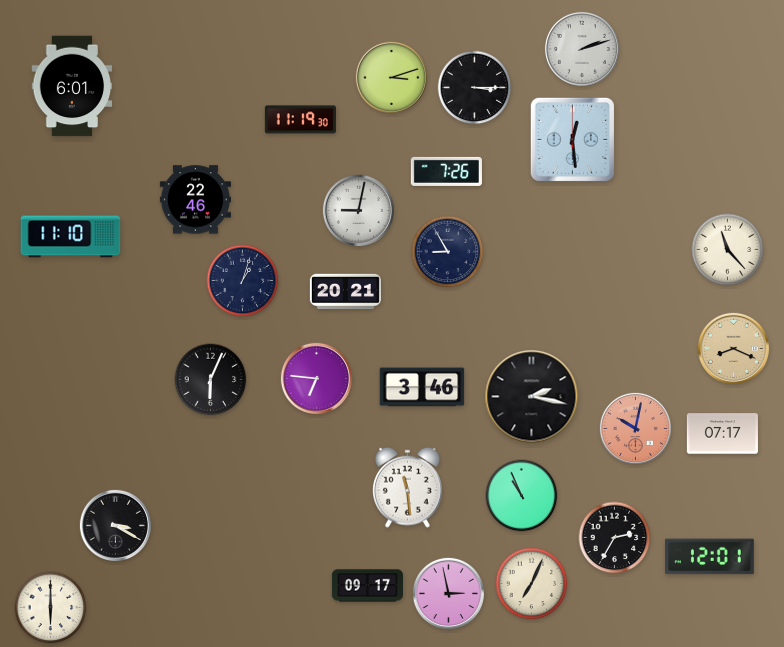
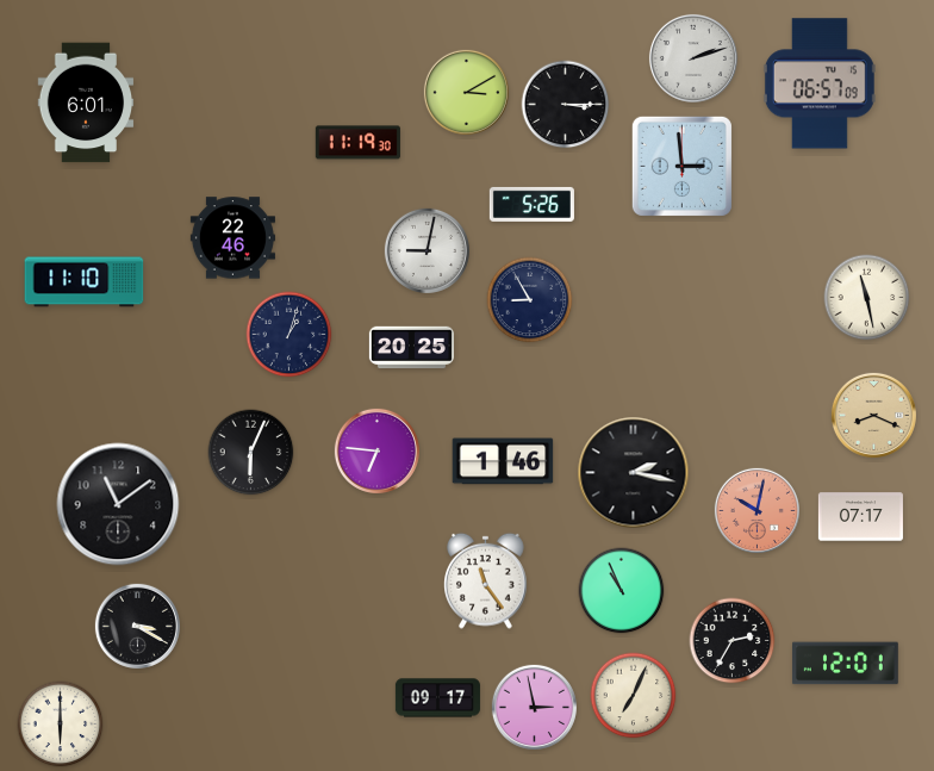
clock at (820, 83): none -> 06:57
clock at (391, 77): 3:12 -> 3:10
clock at (572, 139): 12:29 -> 2:59
clock at (446, 171): 7:26 -> 5:26
clock at (728, 250): 11:23 -> 11:28
clock at (448, 252) position: (448, 252) -> (530, 300)
clock at (345, 292): 20:21 -> 20:25
clock at (422, 387): 3:46 -> 1:46
clock at (118, 504): none -> 11:09
clock at (408, 487): 11:29 -> 11:24
